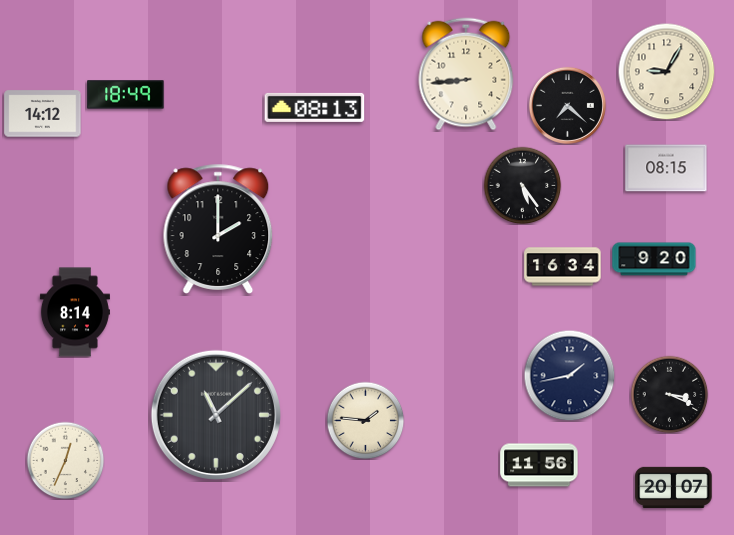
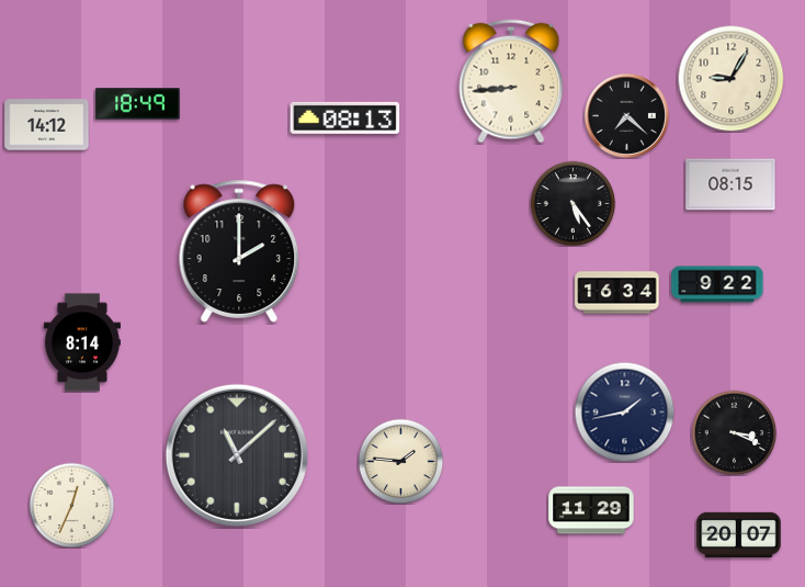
clock at (567, 105) position: (567, 105) -> (626, 115)
clock at (654, 259): 9:20 -> 9:22
clock at (539, 465): 11:56 -> 11:29
